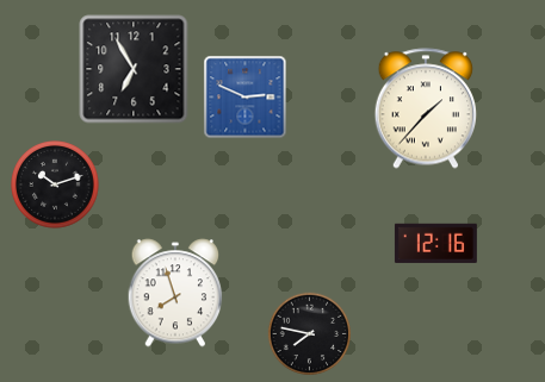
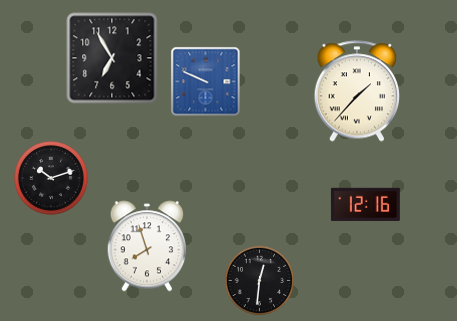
clock at (246, 98): 2:49 -> 9:49
clock at (55, 184) position: (55, 184) -> (51, 178)
clock at (310, 334): 7:47 -> 12:31
